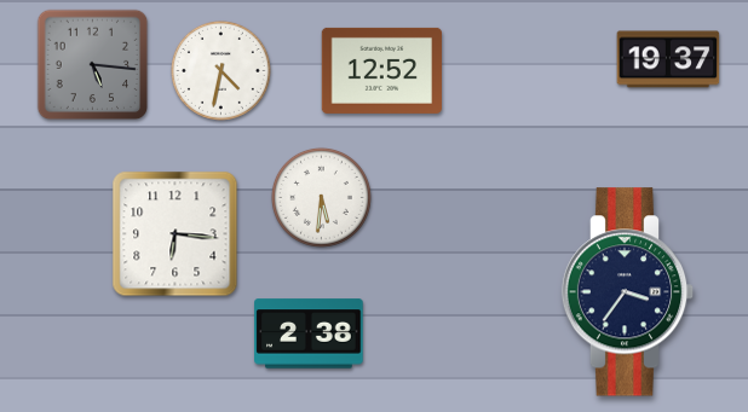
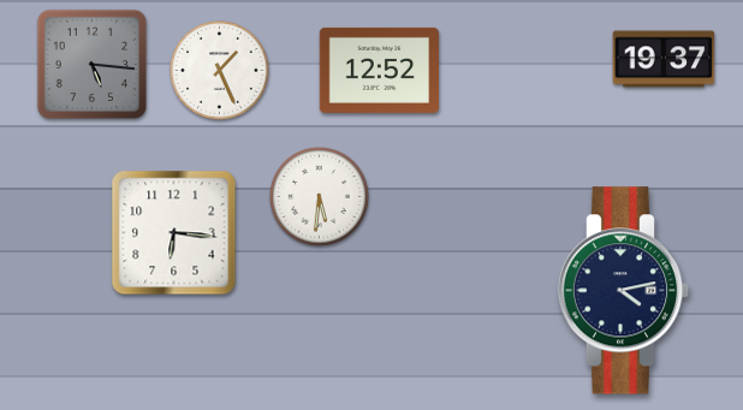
clock at (220, 70): 4:32 -> 1:26
clock at (628, 292): 3:36 -> 4:13
clock at (309, 333): 2:38 -> none
